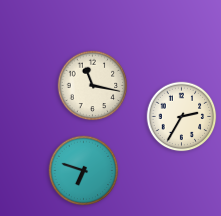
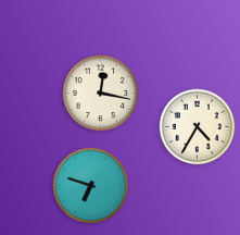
clock at (93, 86): 11:17 -> 12:17
clock at (182, 117): 2:35 -> 4:35
